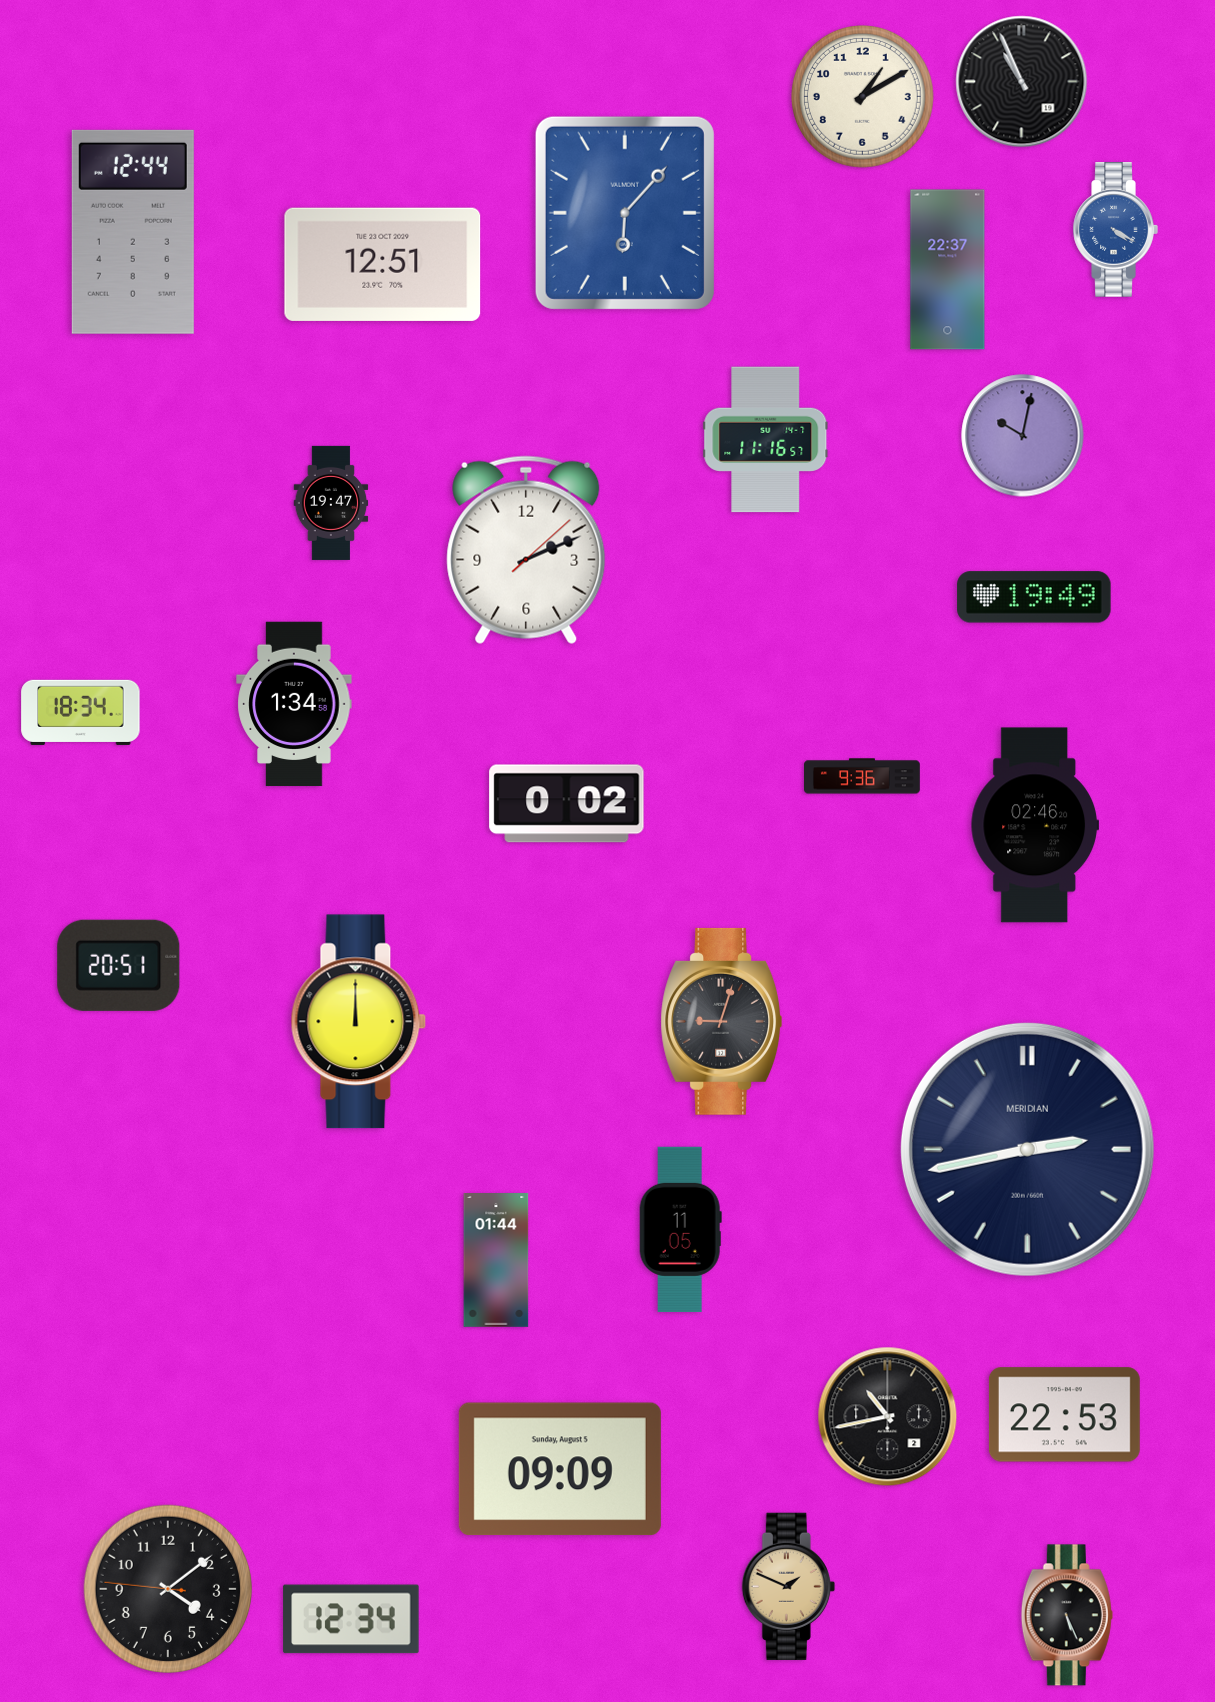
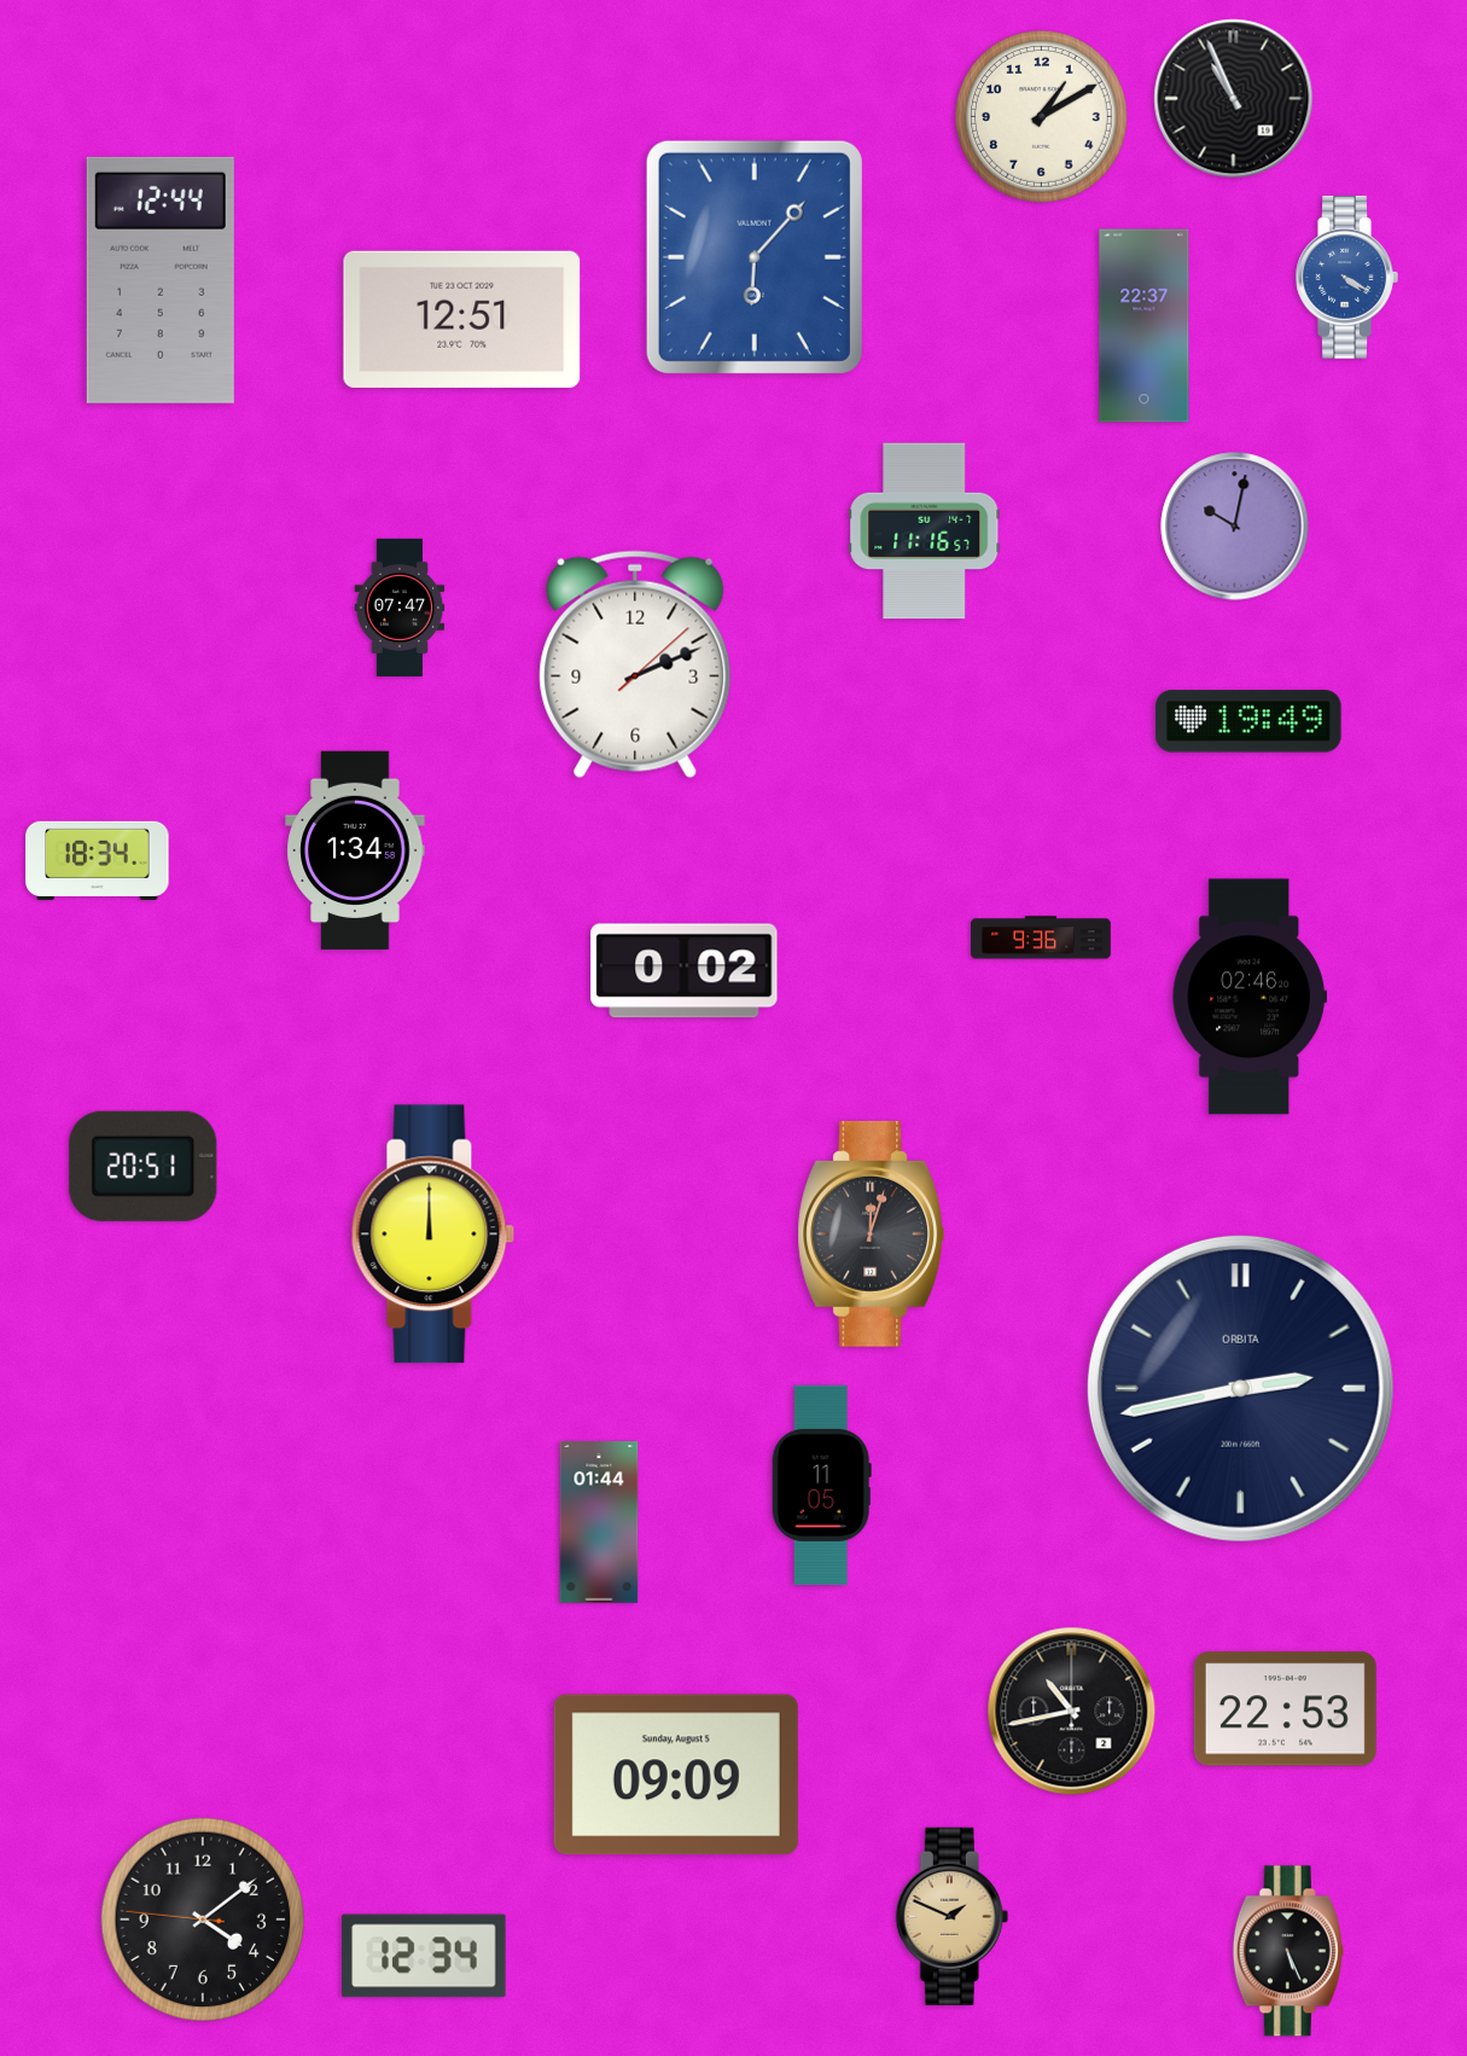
clock at (331, 503): 19:47 -> 07:47
clock at (721, 1021): 9:03 -> 12:03
clock at (1027, 1149) brand: MERIDIAN -> ORBITA
